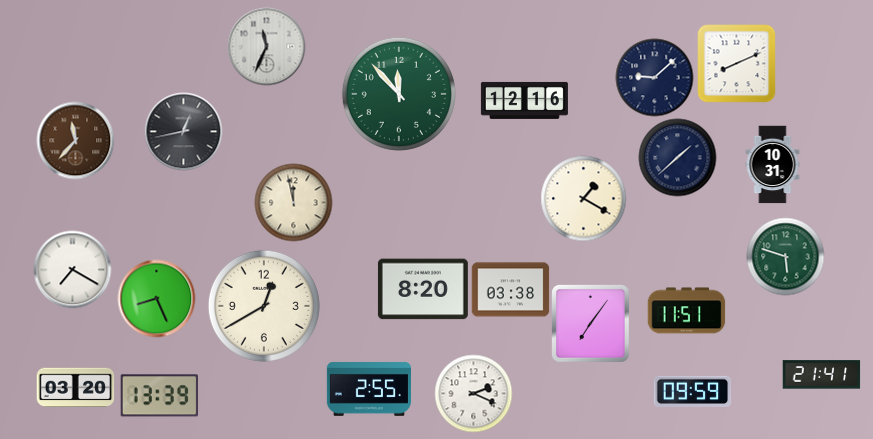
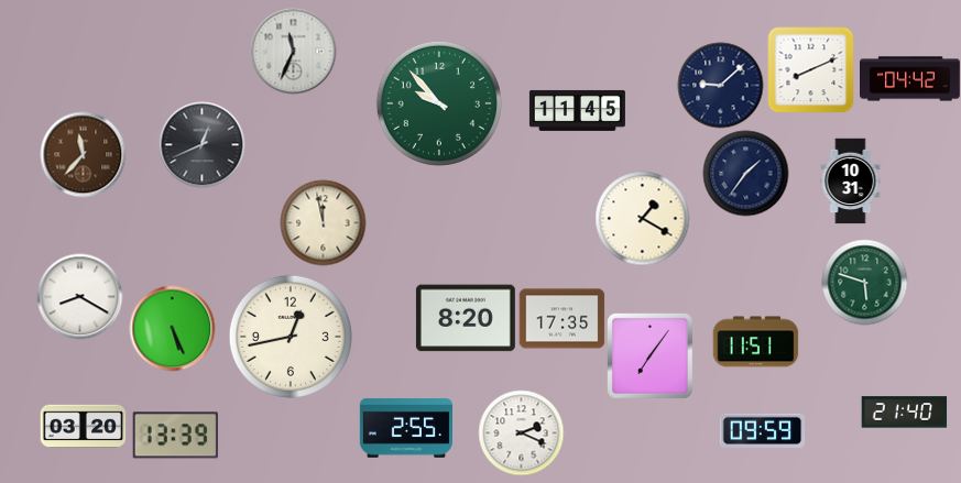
clock at (910, 79): none -> 04:42
clock at (399, 94): 11:53 -> 9:53
clock at (524, 100): 12:16 -> 11:45
clock at (183, 131): 12:43 -> 12:41
clock at (677, 157): 1:38 -> 1:36
clock at (72, 269): 7:20 -> 8:20
clock at (510, 290): 03:38 -> 17:35
clock at (156, 298): 8:26 -> 5:26
clock at (264, 306): 12:40 -> 12:43
clock at (821, 375): 21:41 -> 21:40
